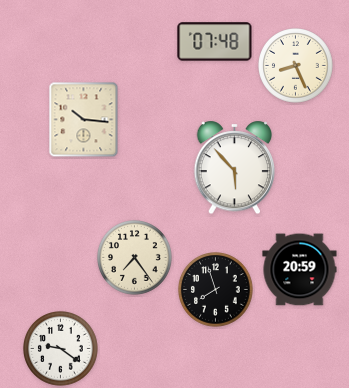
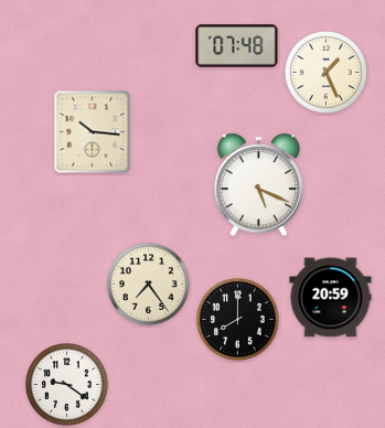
clock at (296, 66): 8:26 -> 1:26
clock at (235, 168): 5:53 -> 5:19
clock at (216, 290): 7:57 -> 8:00
